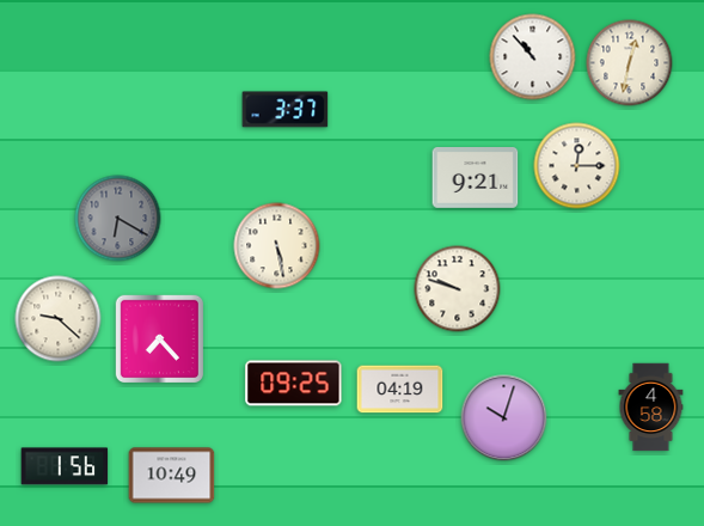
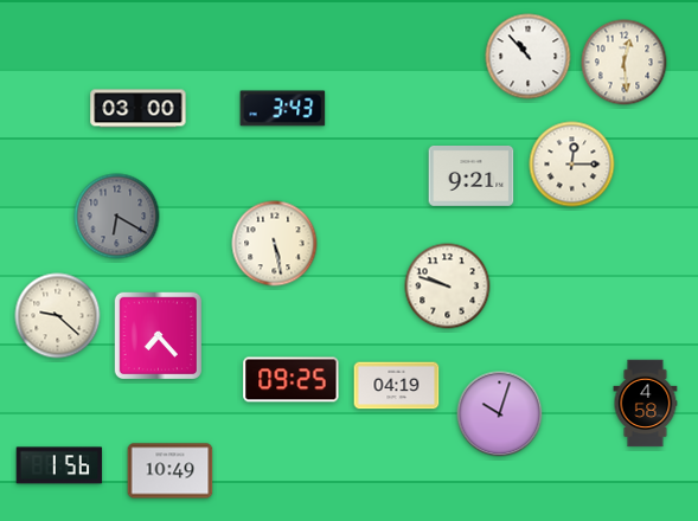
clock at (630, 63): 12:32 -> 12:29
clock at (139, 109): none -> 03:00
clock at (286, 110): 3:37 -> 3:43
clock at (458, 289) position: (458, 289) -> (448, 287)
clock at (65, 466) position: (65, 466) -> (59, 465)
